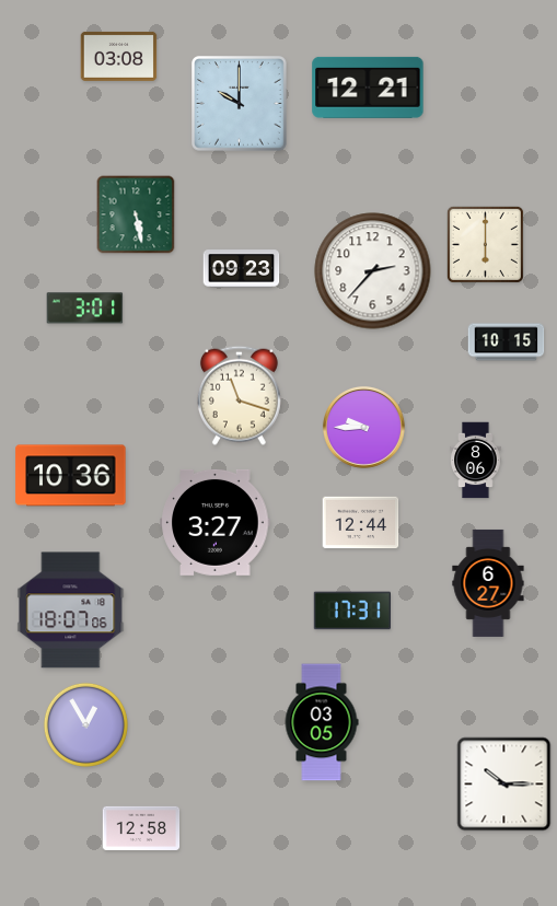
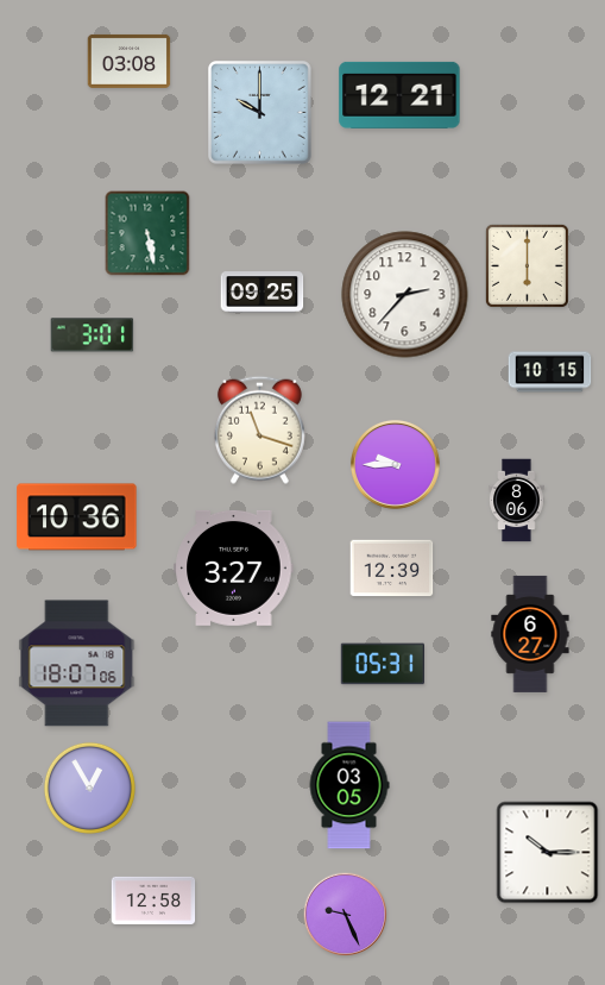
clock at (242, 269): 09:23 -> 09:25
clock at (361, 523): 12:44 -> 12:39
clock at (351, 611): 17:31 -> 05:31
clock at (85, 724) position: (85, 724) -> (89, 788)
clock at (346, 915): none -> 9:26
